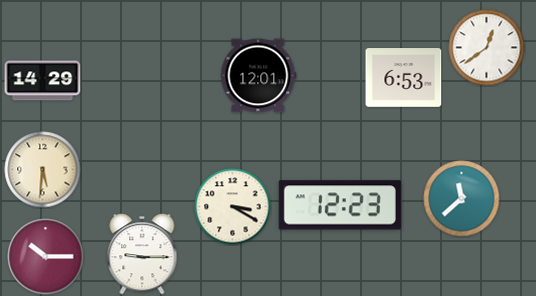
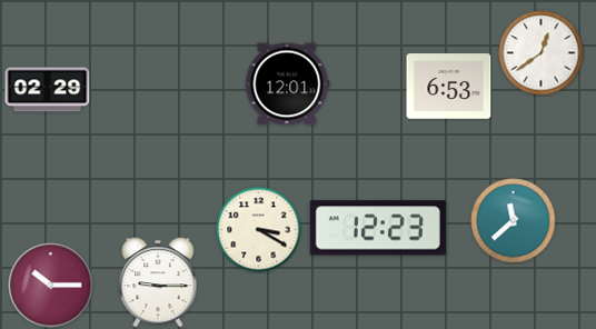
clock at (43, 81): 14:29 -> 02:29
clock at (43, 170): 5:31 -> none
